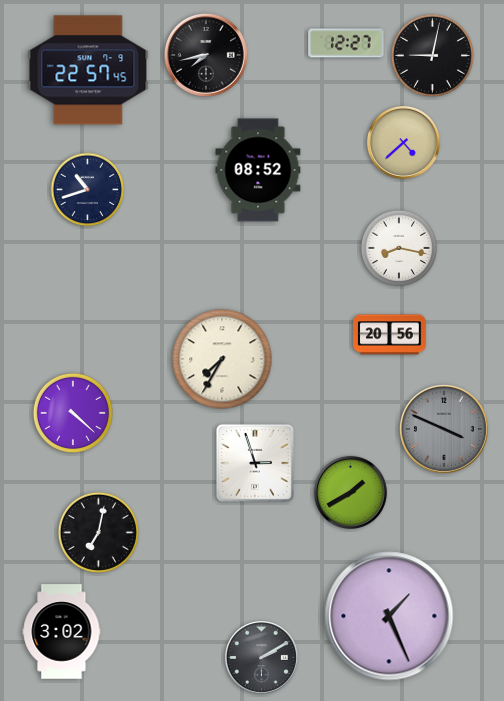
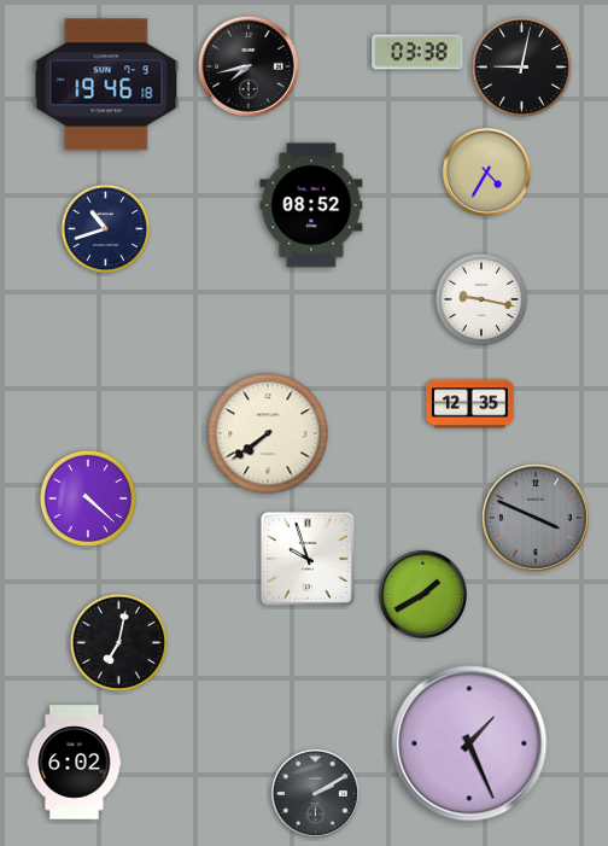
clock at (346, 43): 12:27 -> 03:38
clock at (88, 70): 22:57 -> 19:46
clock at (403, 142): 4:38 -> 4:35
clock at (399, 248): 8:17 -> 9:17
clock at (390, 335): 20:56 -> 12:35
clock at (222, 359): 7:35 -> 7:39
clock at (255, 463): 2:57 -> 9:57
clock at (62, 632): 3:02 -> 6:02
